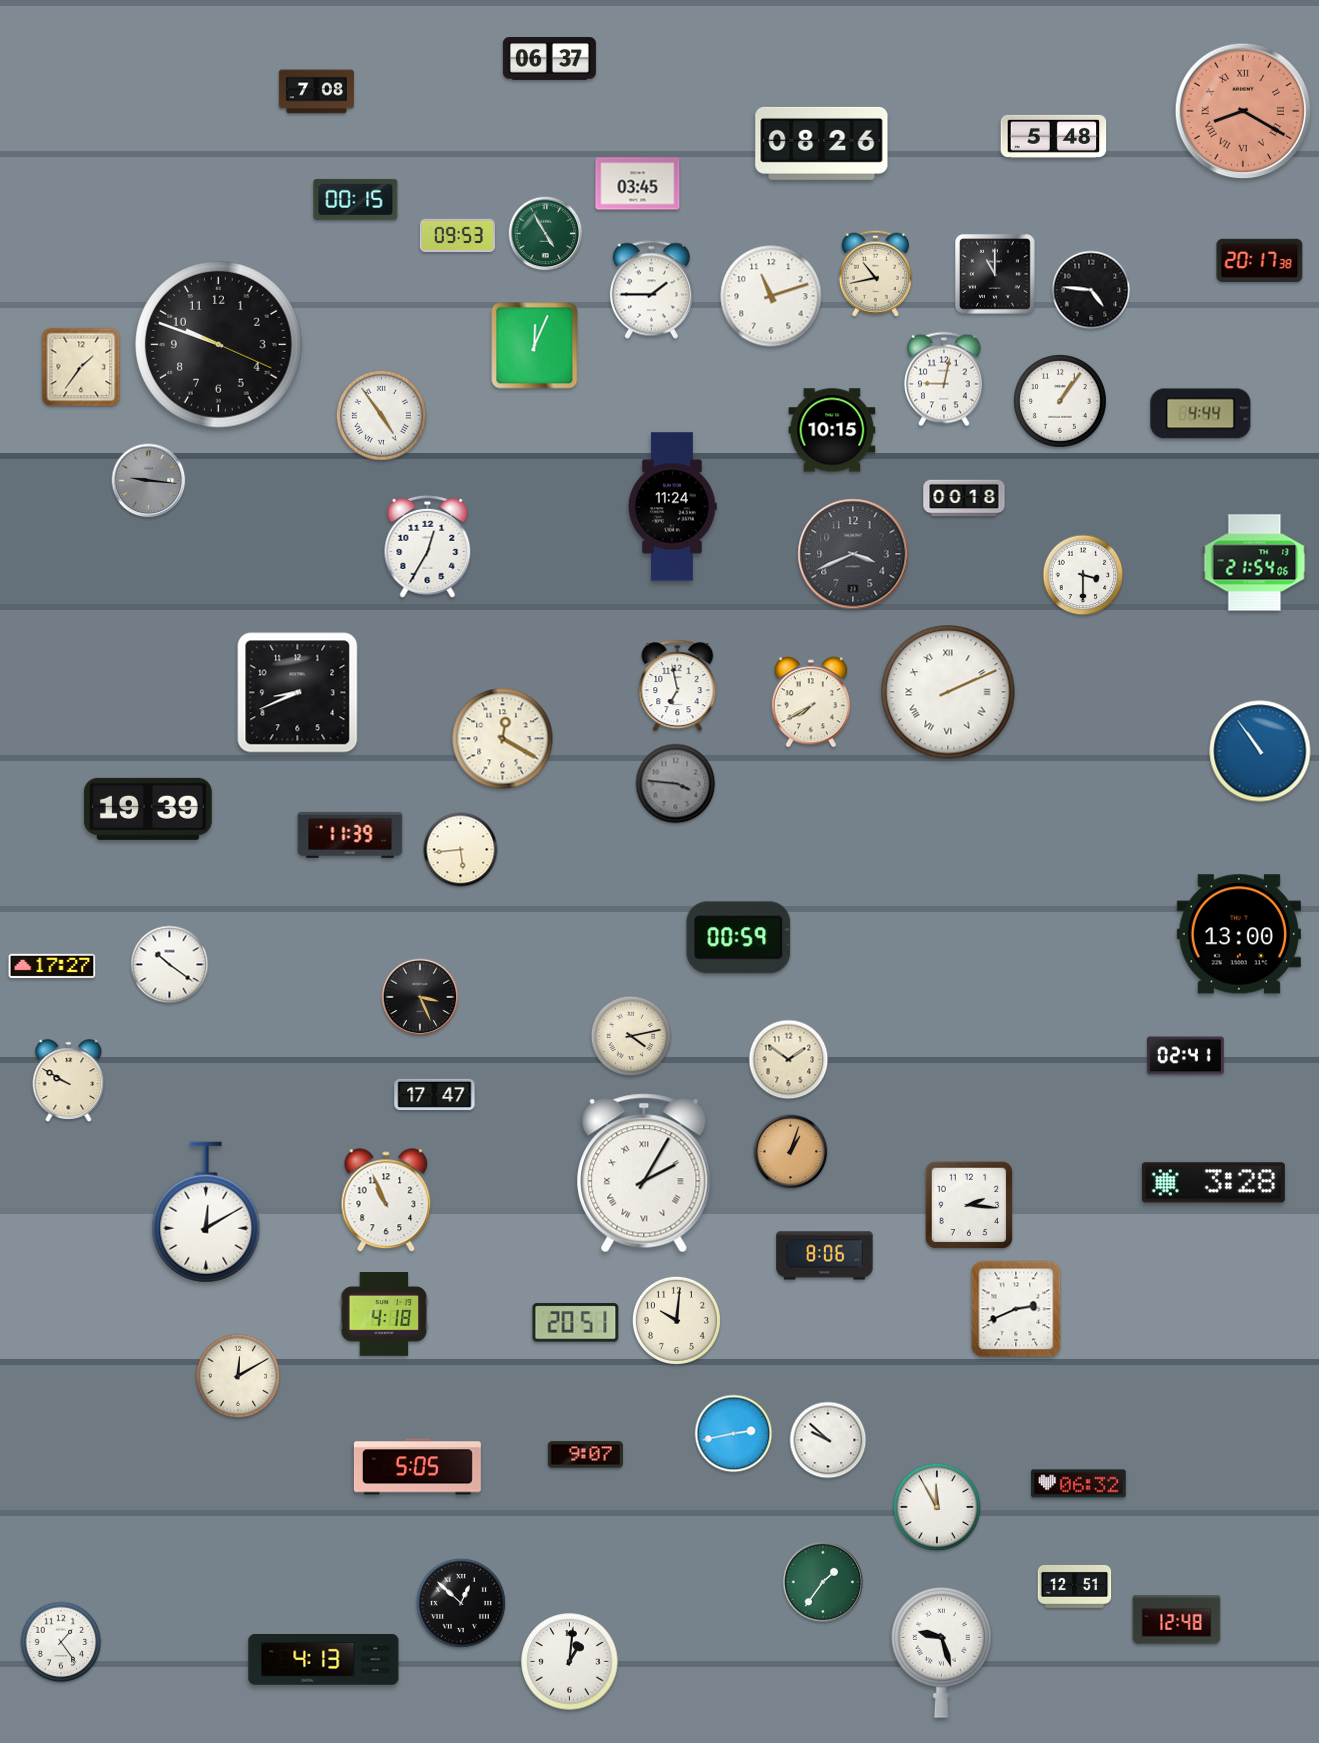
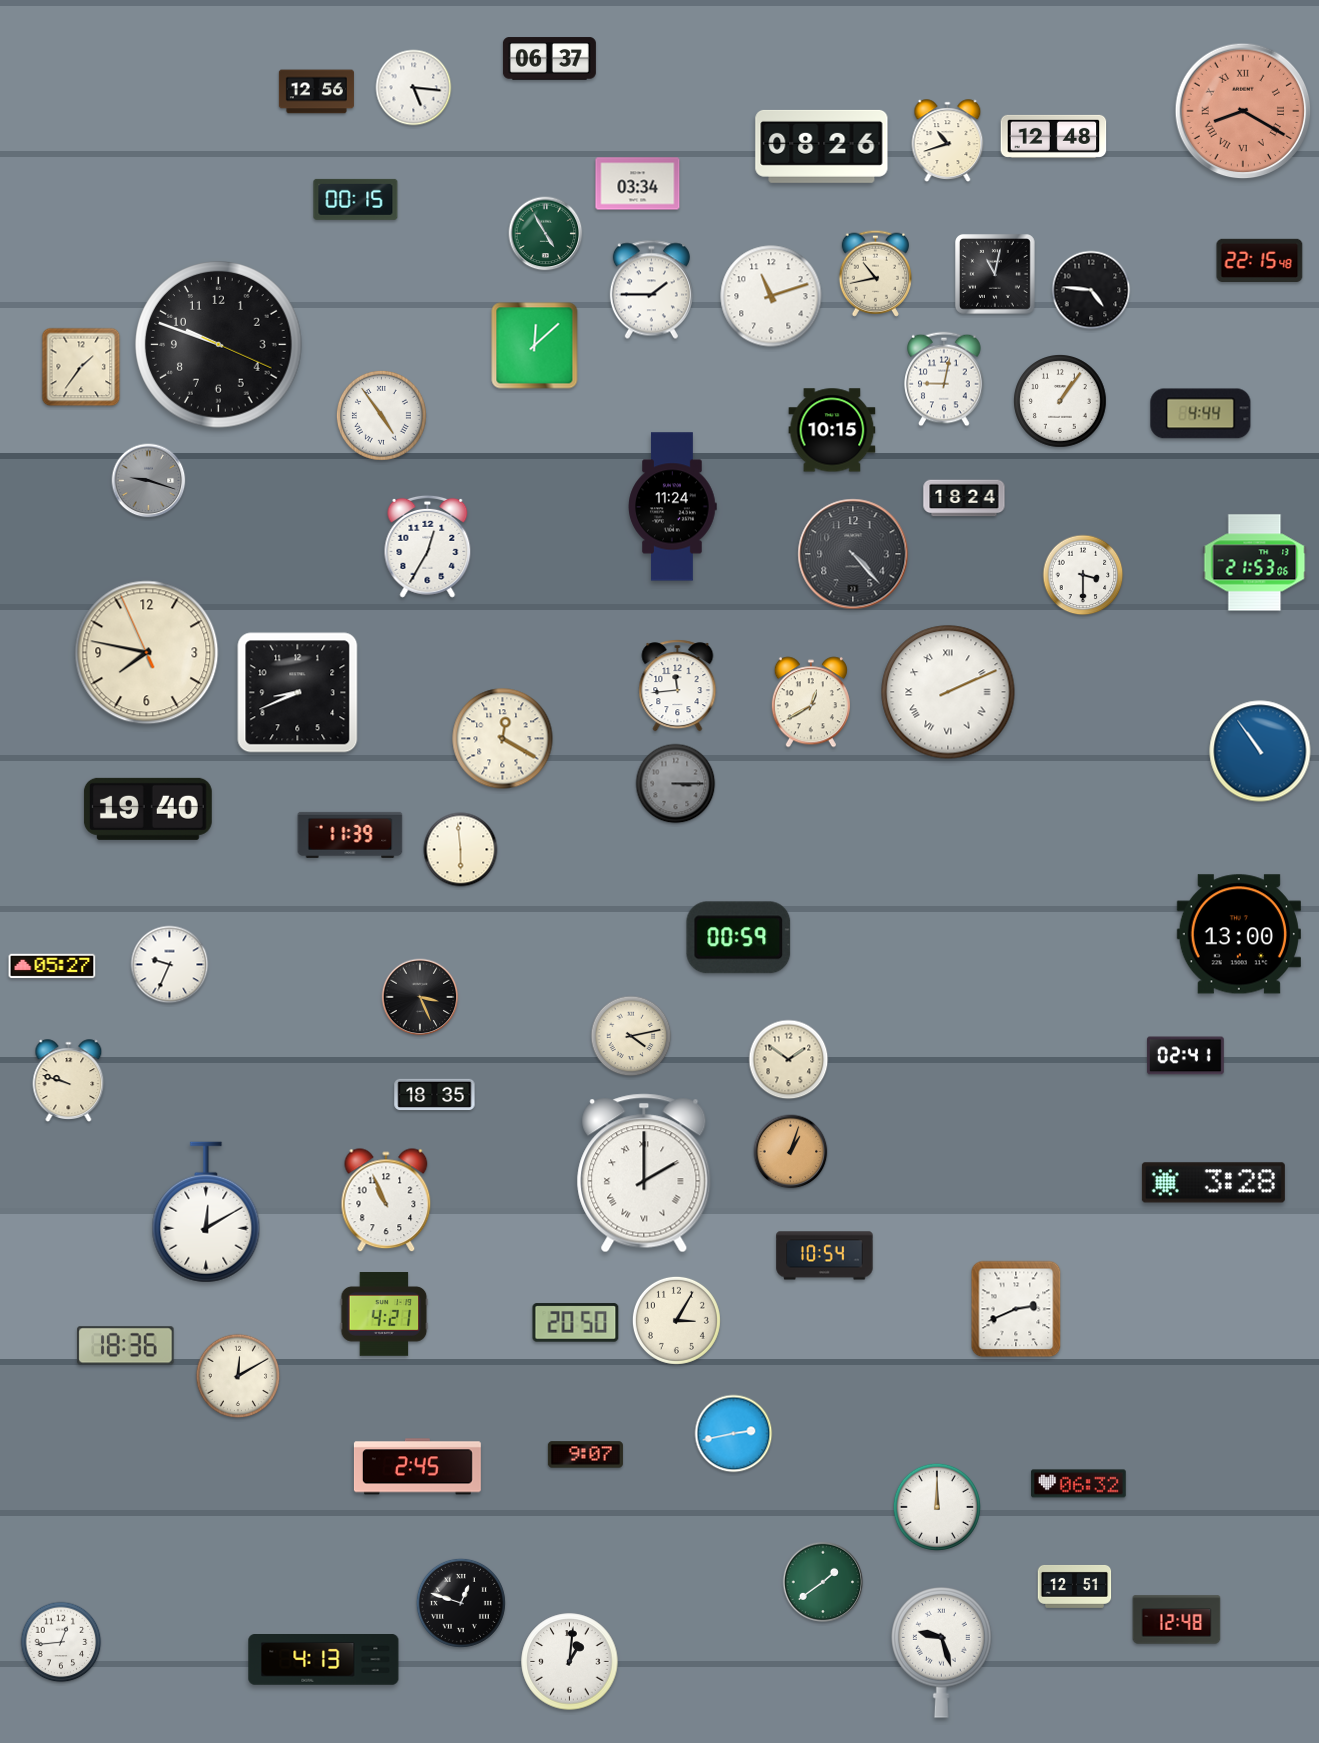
clock at (414, 88): none -> 5:16
clock at (316, 92): 7:08 -> 12:56
clock at (1054, 136): 5:48 -> 12:48
clock at (948, 140): none -> 10:42
clock at (822, 143) position: (822, 143) -> (822, 146)
clock at (638, 184): 03:45 -> 03:34
clock at (457, 235): 09:53 -> none
clock at (1260, 260): 20:17 -> 22:15
clock at (996, 275): 11:00 -> 11:02
clock at (535, 346): 12:04 -> 12:08
clock at (149, 481): 9:16 -> 9:18
clock at (964, 498): 00:18 -> 18:24
clock at (853, 554): 3:41 -> 4:23
clock at (1255, 563): 21:54 -> 21:53
clock at (147, 653): none -> 7:46
clock at (678, 686): 6:58 -> 11:44
clock at (811, 702): 7:40 -> 12:40
clock at (676, 784): 3:46 -> 3:15
clock at (148, 809): 19:39 -> 19:40
clock at (461, 850): 5:44 -> 5:59
clock at (170, 965): 10:21 -> 9:34
clock at (52, 966): 17:27 -> 05:27
clock at (69, 1080): 9:50 -> 9:48
clock at (435, 1095): 17:47 -> 18:35
clock at (644, 1173): 2:05 -> 2:00
clock at (969, 1205): 2:16 -> none
clock at (825, 1256): 8:06 -> 10:54
clock at (384, 1315): 4:18 -> 4:21
clock at (676, 1320): 10:01 -> 3:05
clock at (576, 1323): 20:51 -> 20:50
clock at (126, 1346): none -> 18:36
clock at (828, 1440): 9:52 -> none
clock at (417, 1467): 5:05 -> 2:45
clock at (937, 1507): 11:55 -> 12:00
clock at (823, 1582): 1:36 -> 1:39
clock at (461, 1603): 12:52 -> 12:48
clock at (61, 1642): 1:24 -> 12:44
